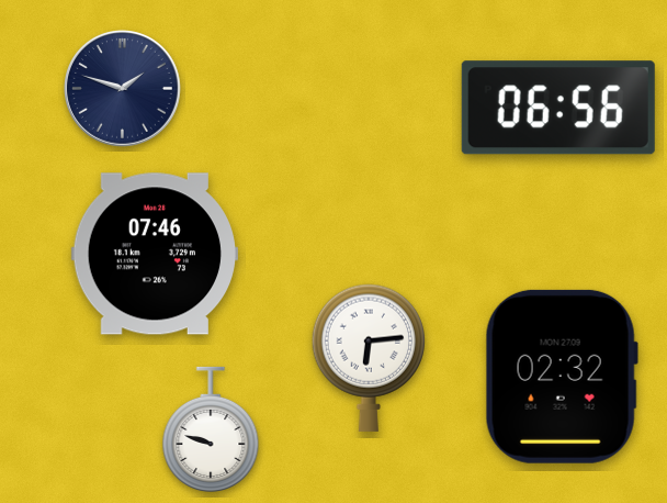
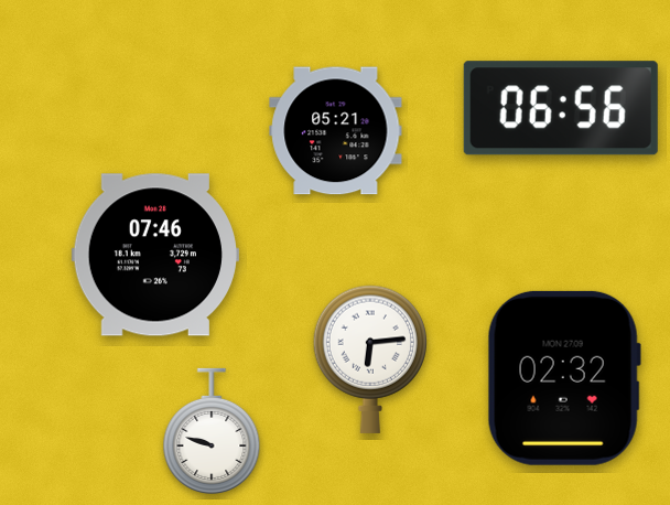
clock at (123, 89): 1:48 -> none
clock at (336, 131): none -> 05:21
